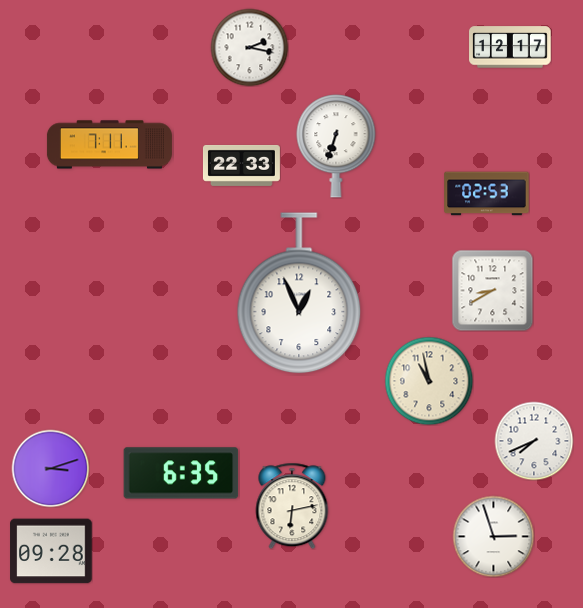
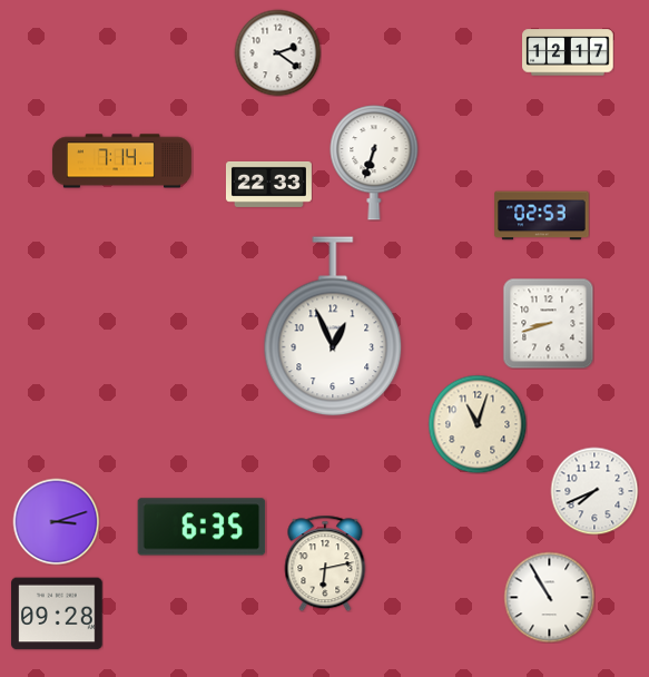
clock at (249, 47): 2:17 -> 2:21
clock at (109, 145): 7:11 -> 7:14
clock at (492, 290): 8:40 -> 8:42
clock at (429, 381): 10:58 -> 11:03
clock at (493, 536): 2:57 -> 10:55
